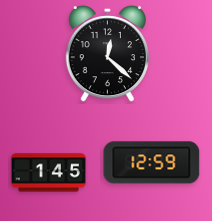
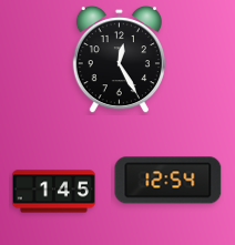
clock at (107, 54): 12:22 -> 12:25
clock at (152, 163): 12:59 -> 12:54
